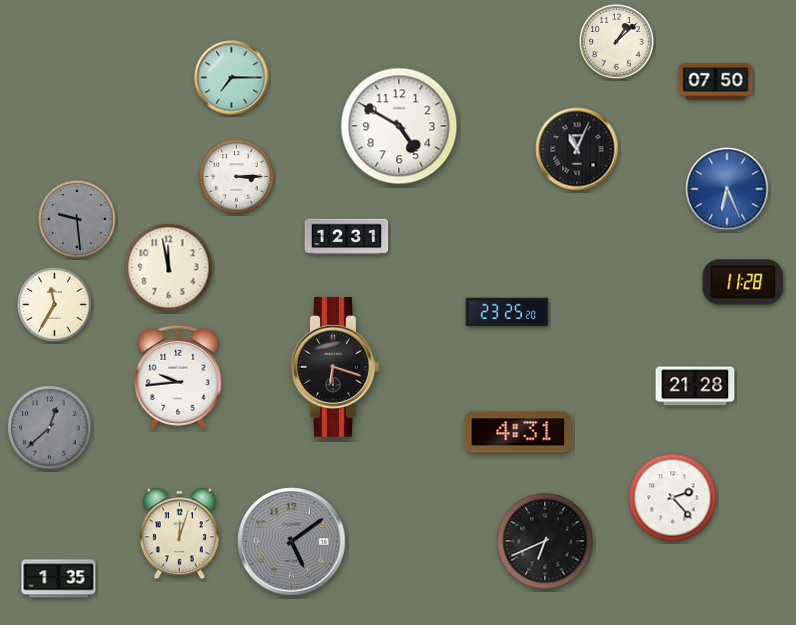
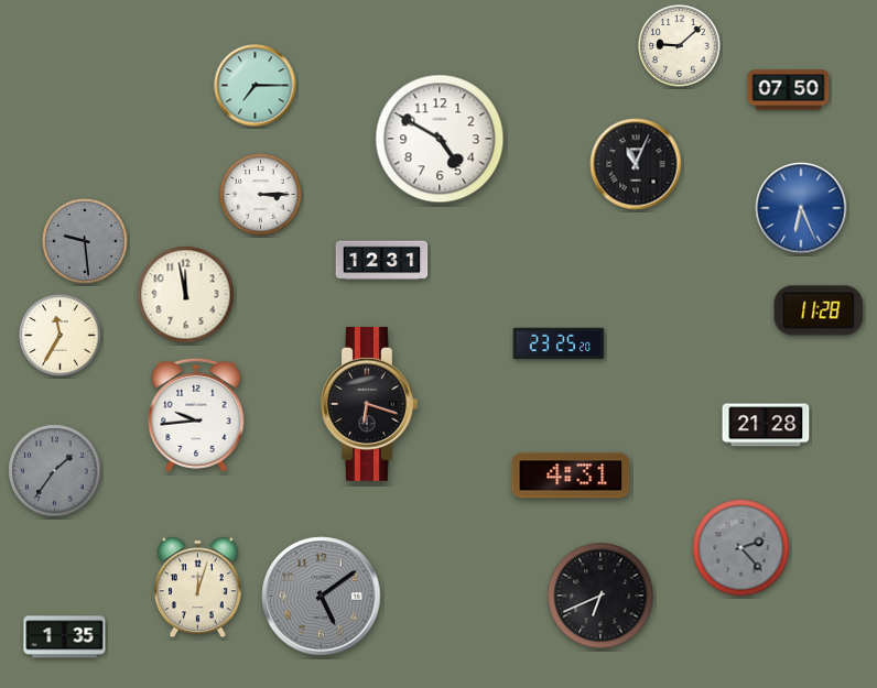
clock at (617, 42): 1:08 -> 9:08
clock at (50, 428): 12:38 -> 1:36
clock at (673, 498) dial: white -> grey
